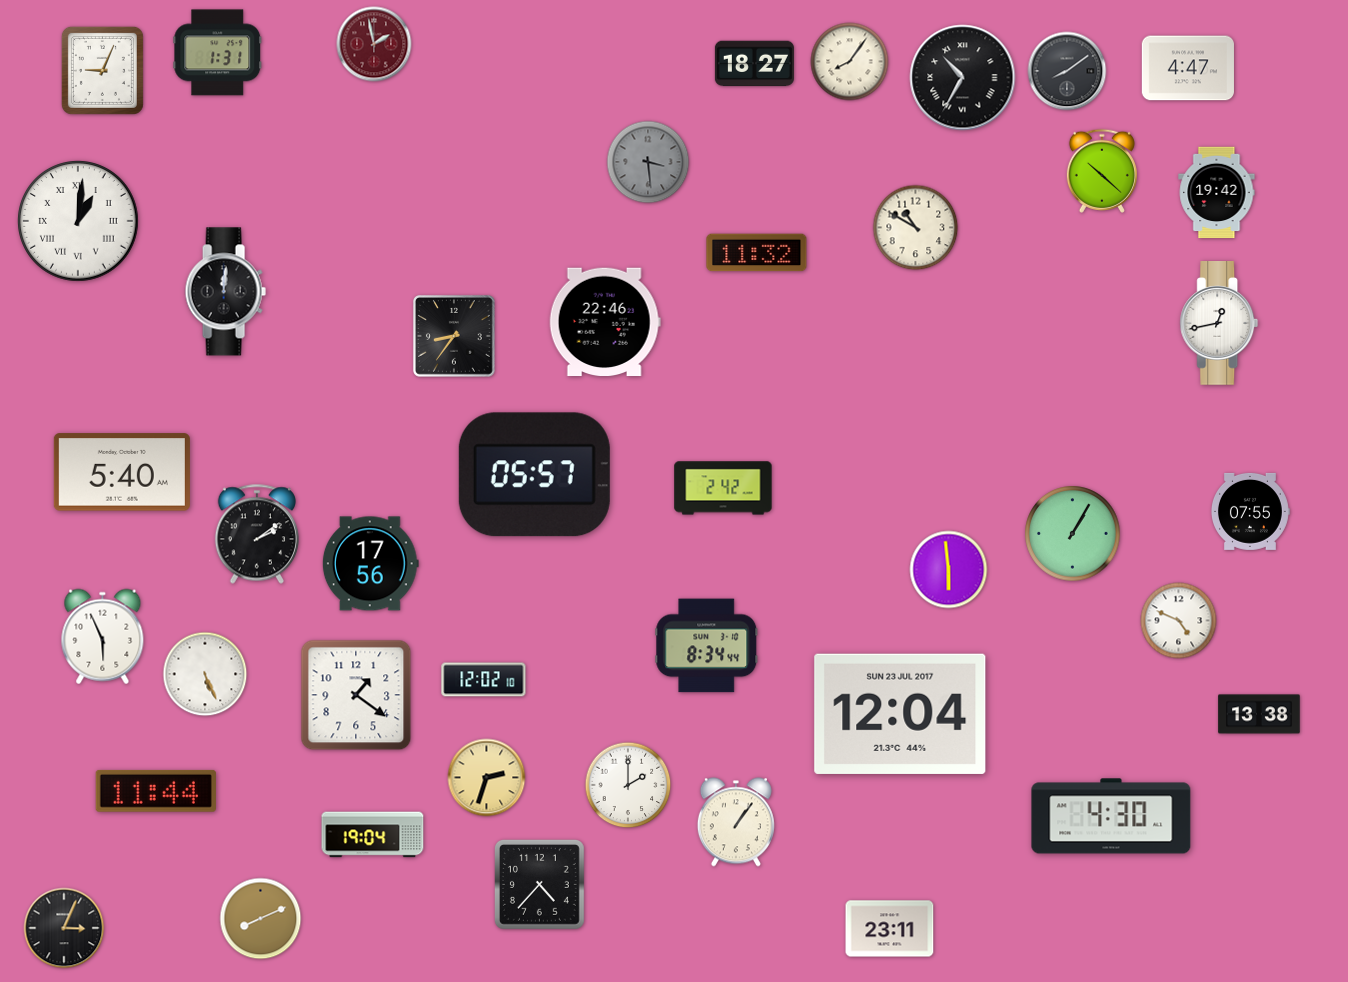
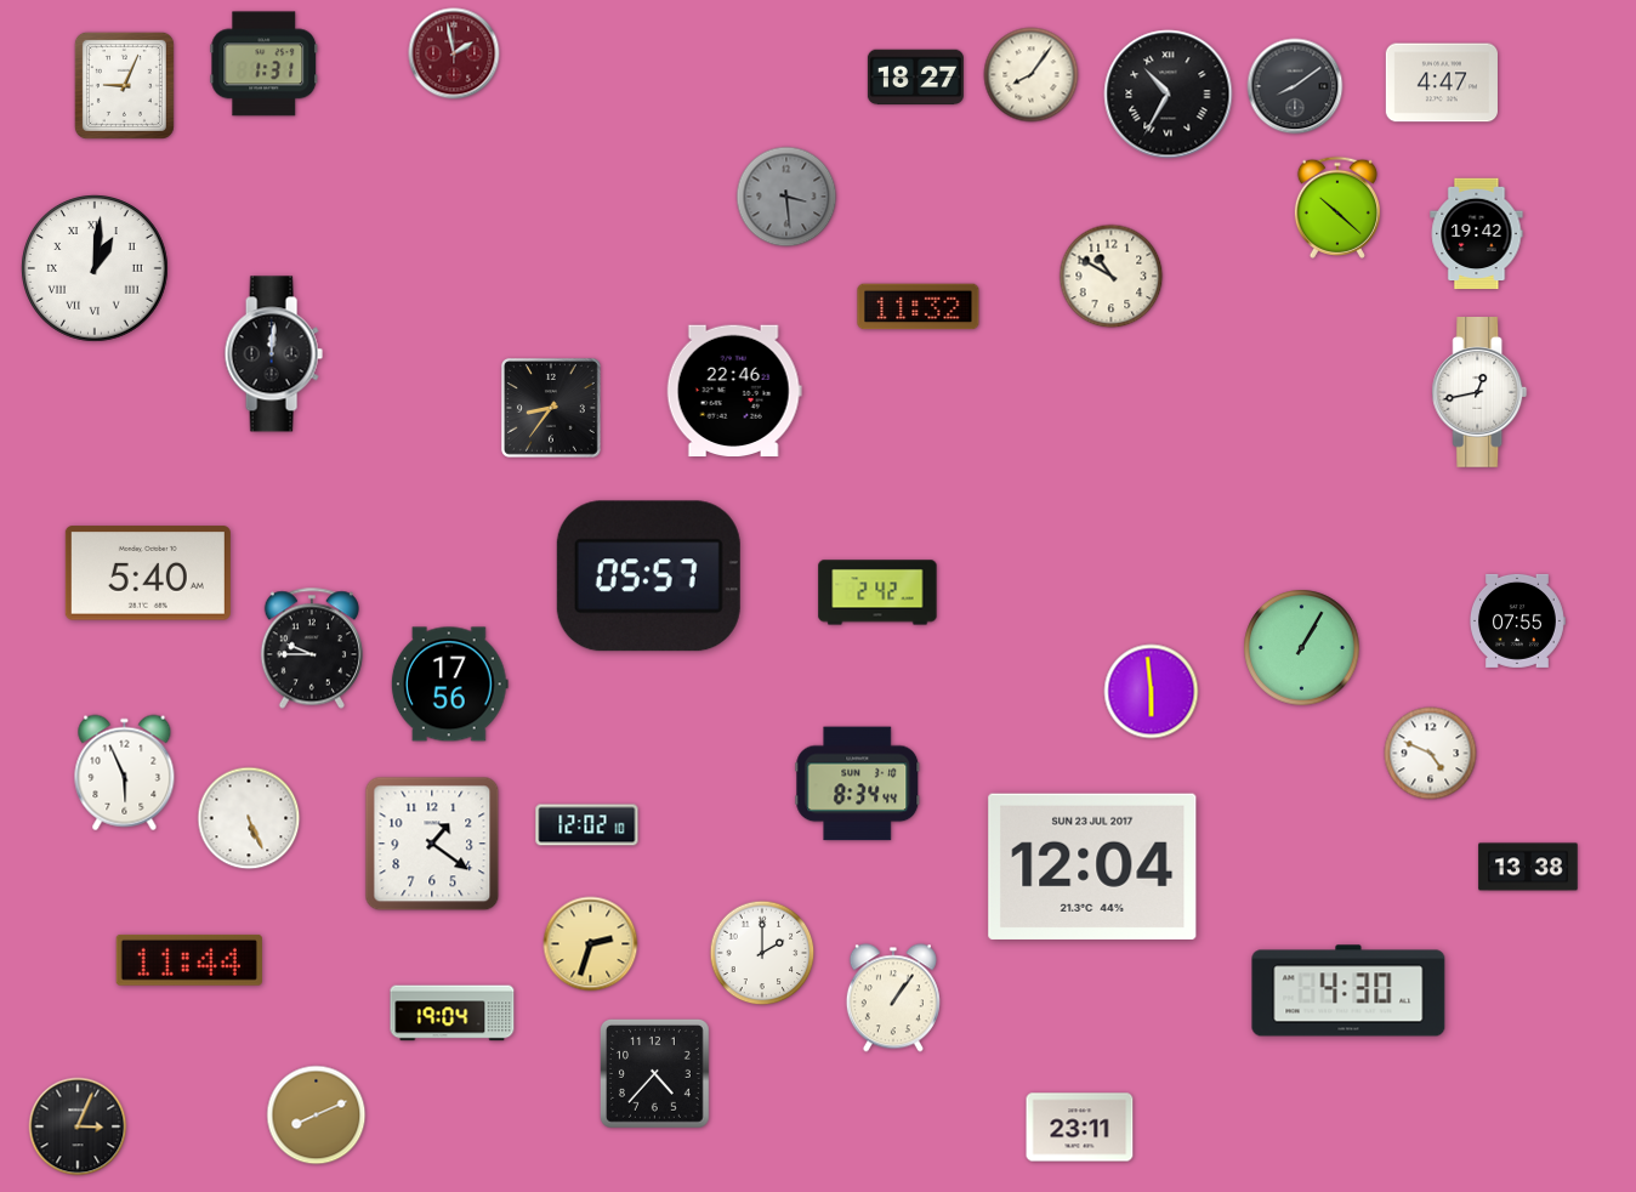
clock at (257, 534): 2:09 -> 9:45
